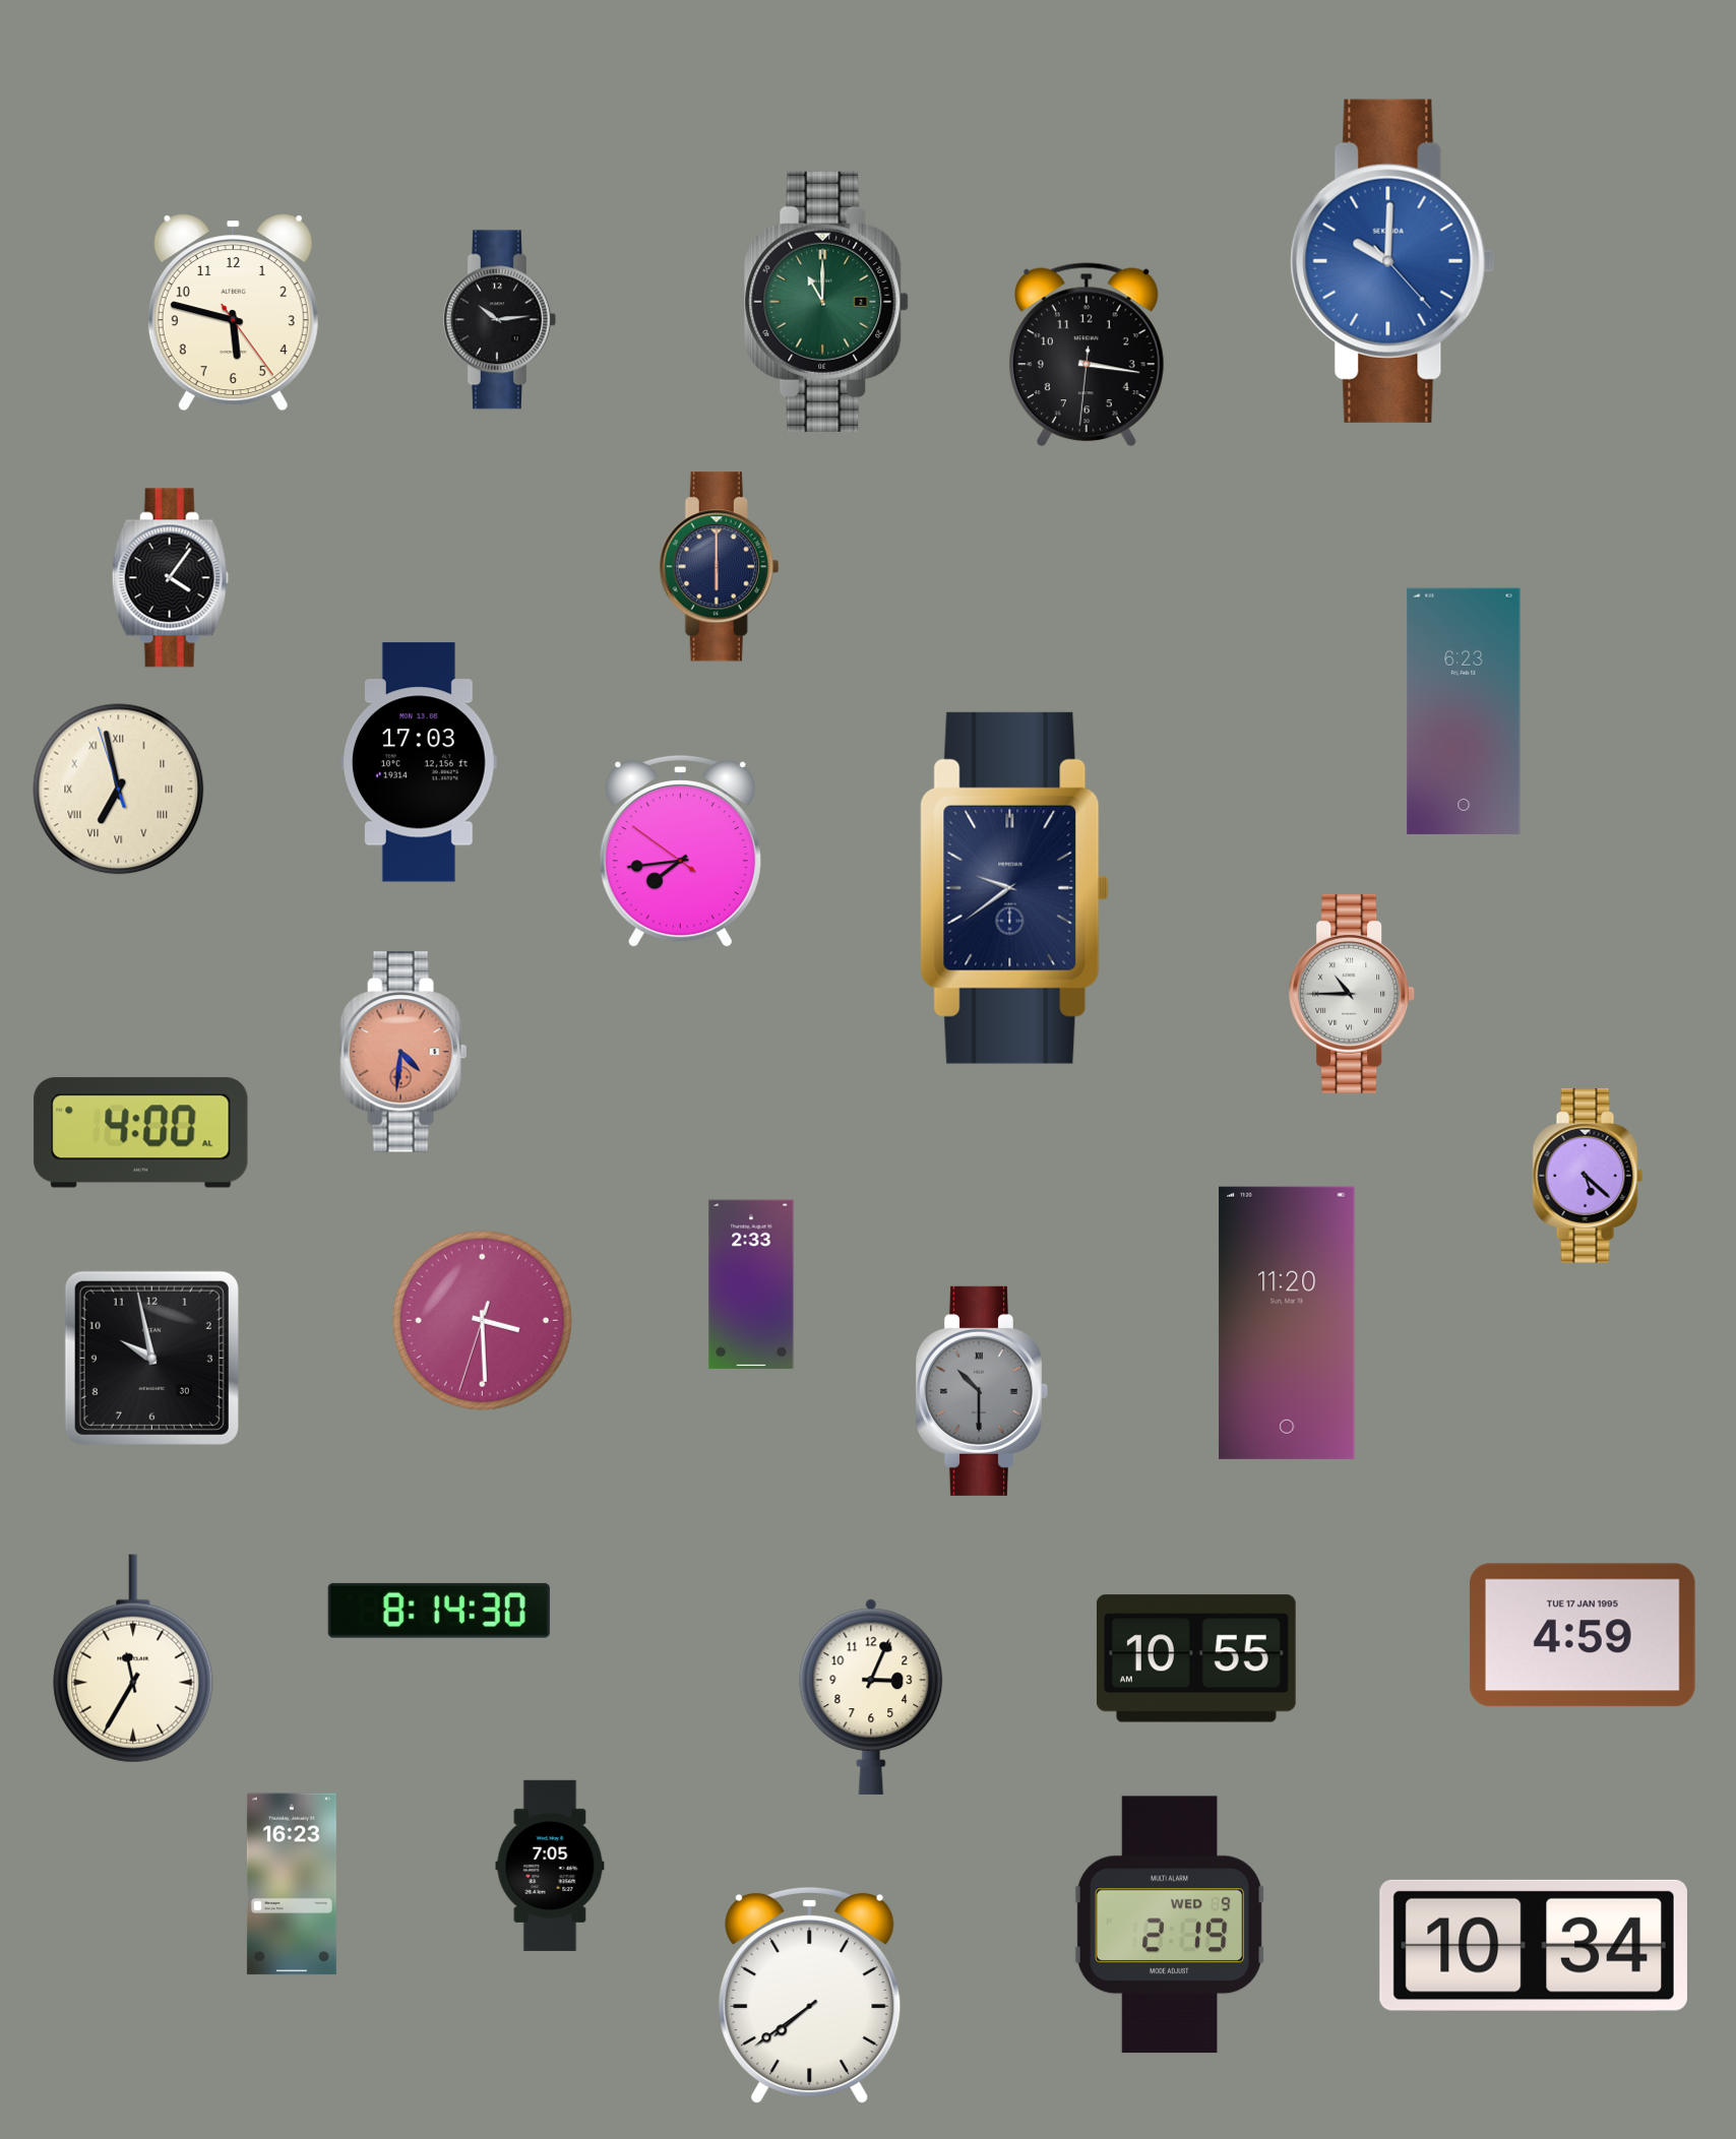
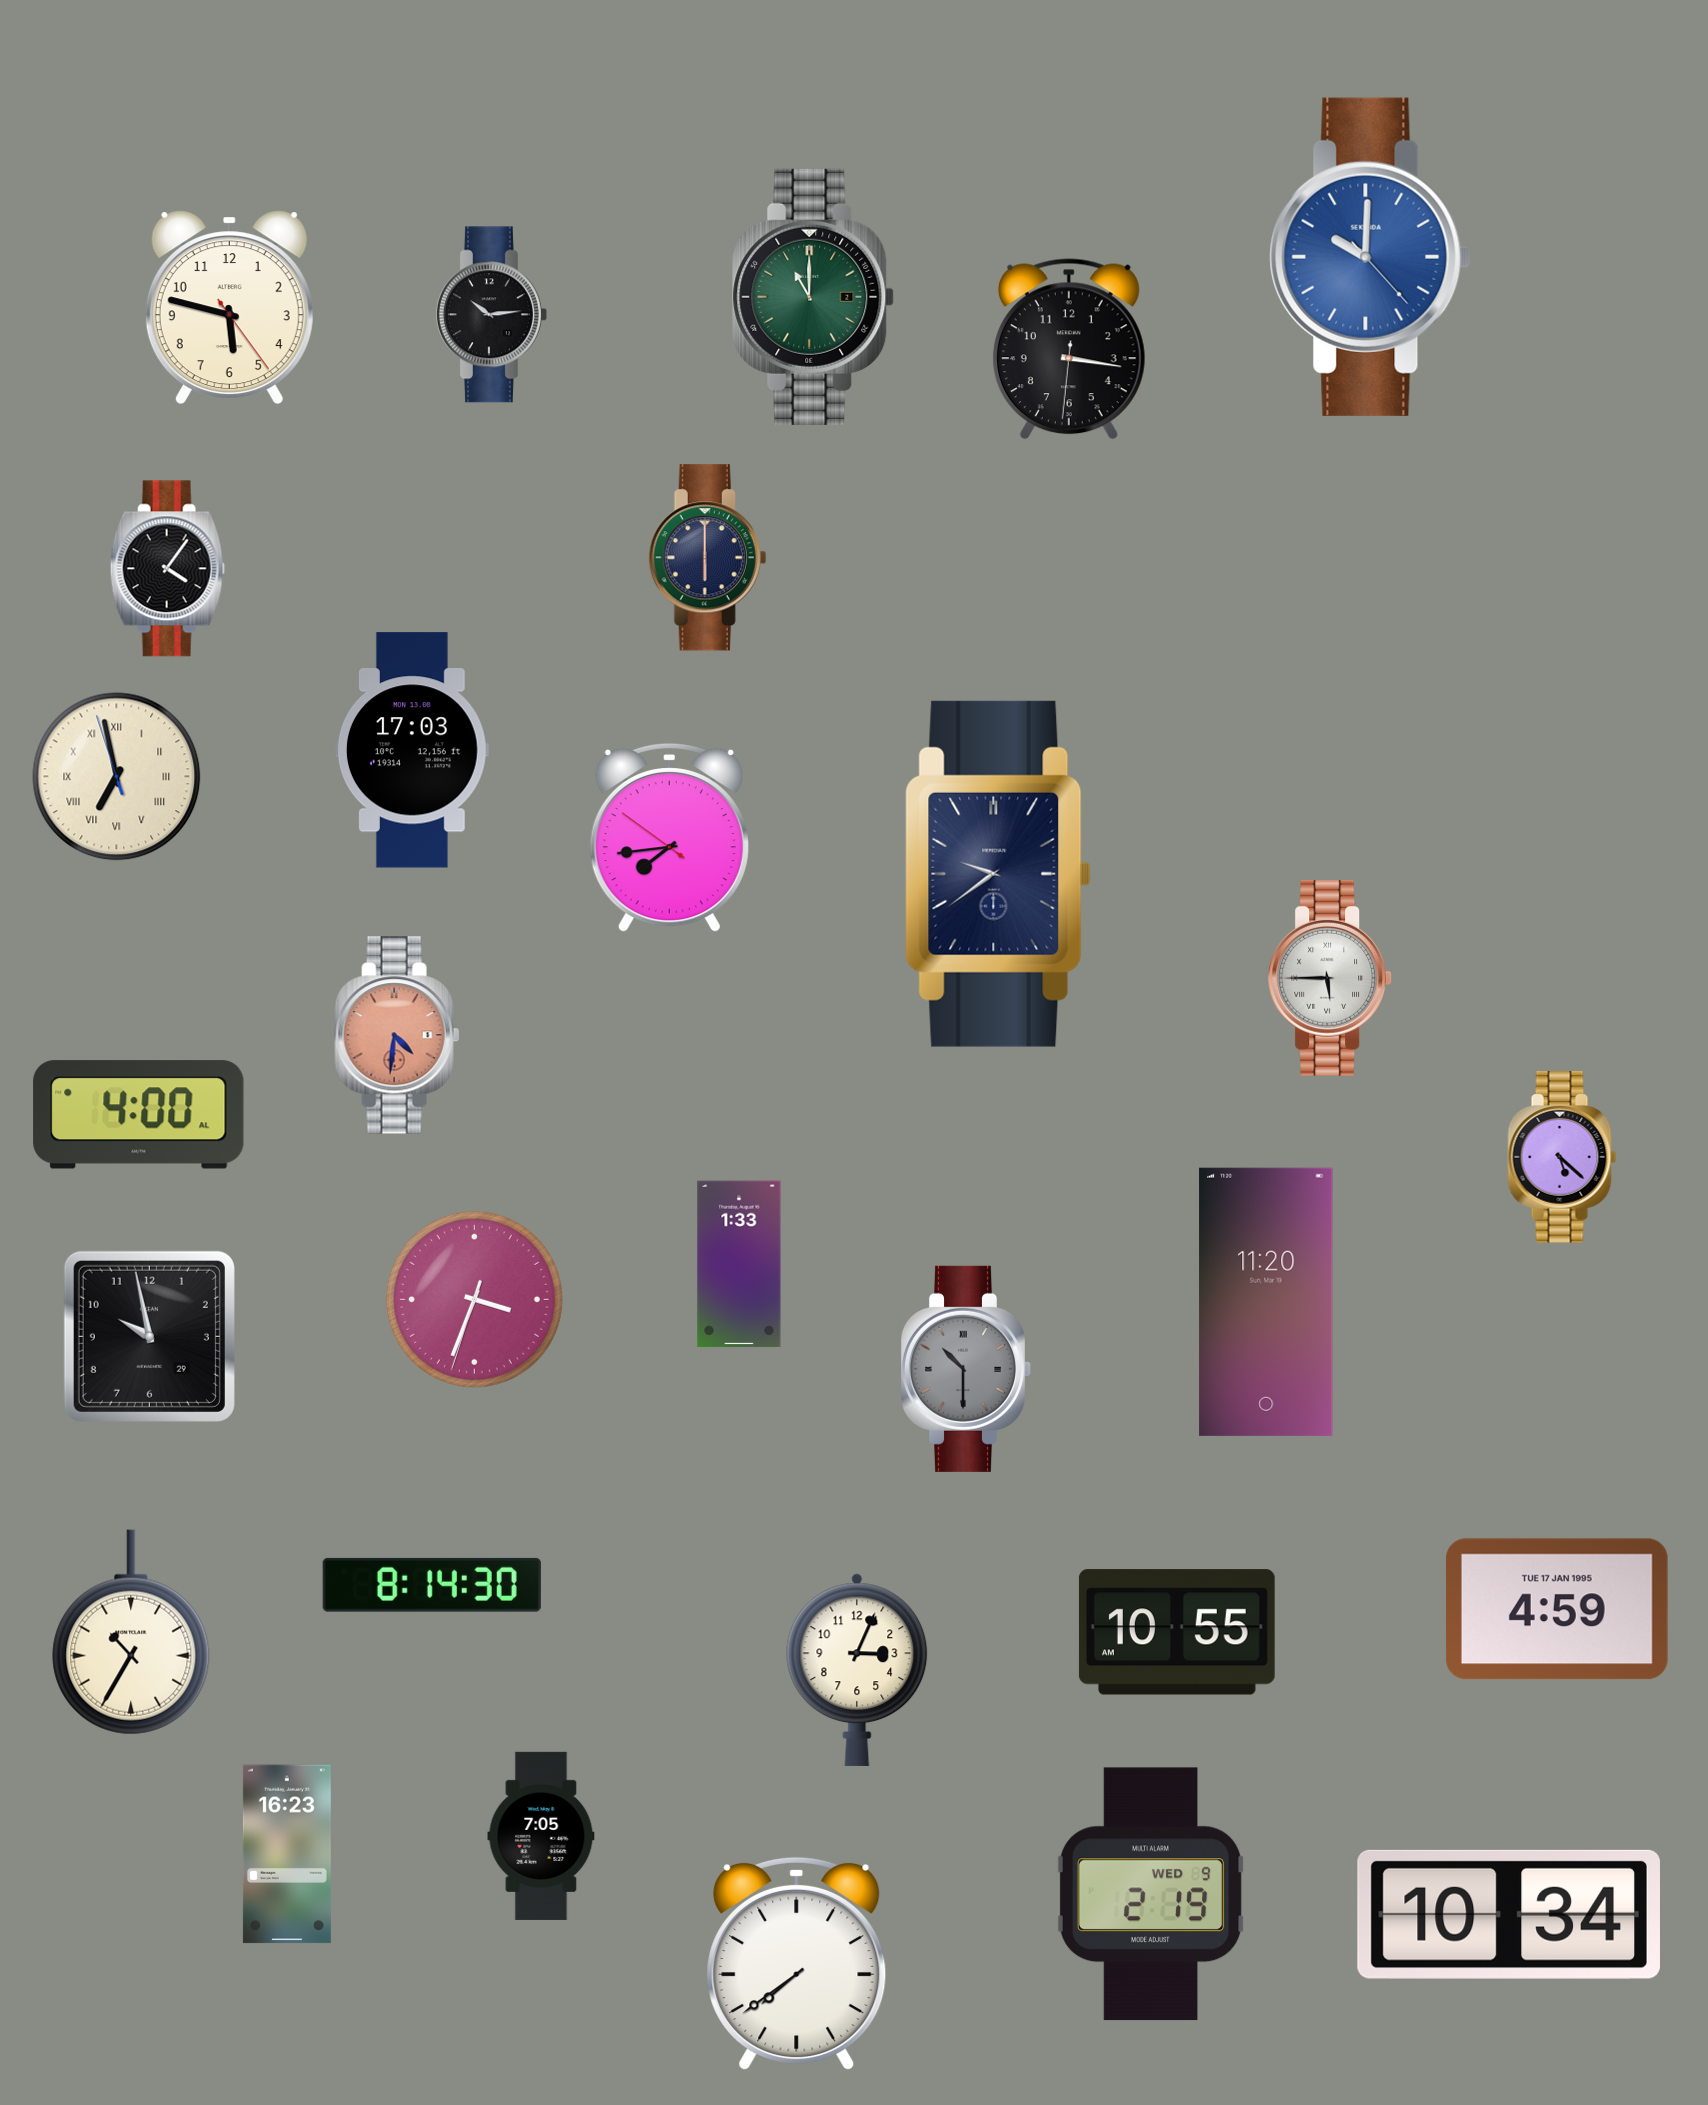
clock at (1464, 711): 6:23 -> none
clock at (1353, 994): 10:45 -> 5:45
clock at (751, 1284): 2:33 -> 1:33
clock at (482, 1320): 3:29 -> 3:33
clock at (151, 1358) date: 30 -> 29
clock at (133, 1658): 11:35 -> 10:35
